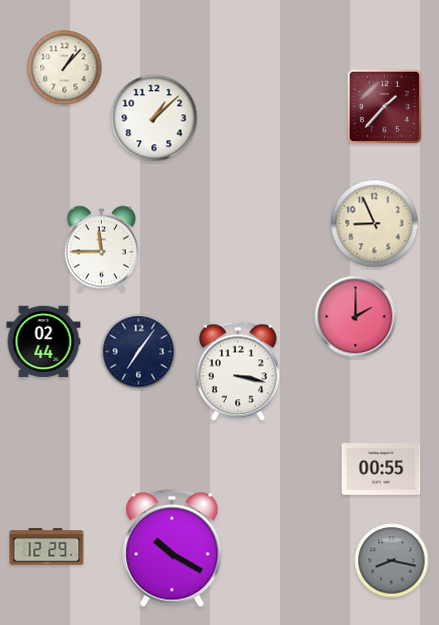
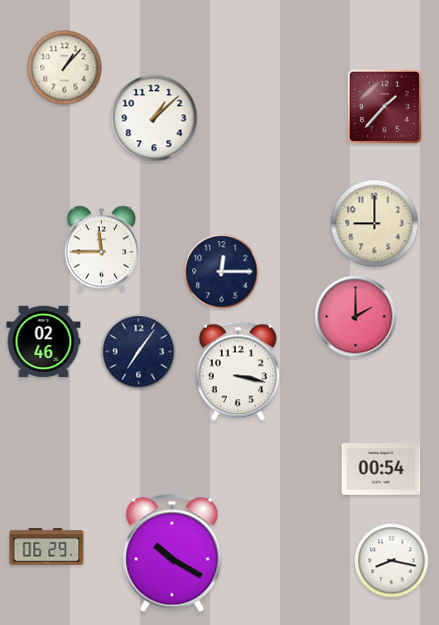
clock at (375, 224): 8:56 -> 9:00
clock at (222, 272): none -> 12:15
clock at (44, 342): 02:44 -> 02:46
clock at (381, 470): 00:55 -> 00:54
clock at (47, 547): 12:29 -> 06:29
clock at (172, 548) position: (172, 548) -> (172, 553)
clock at (392, 561) dial: grey -> white
